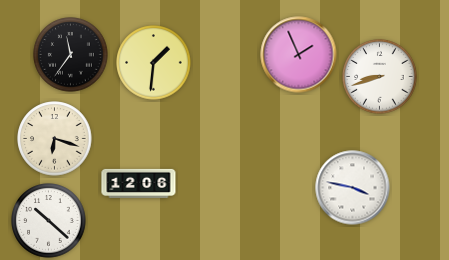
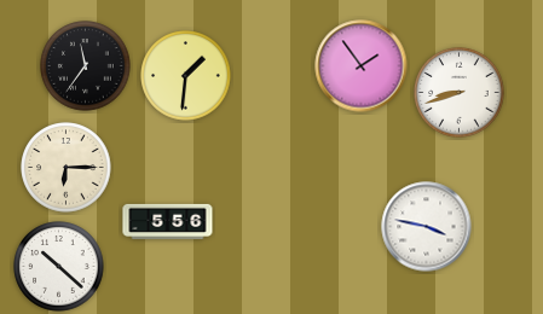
clock at (299, 55): 1:56 -> 1:54
clock at (55, 139): 6:18 -> 6:15
clock at (139, 183): 12:06 -> 5:56
